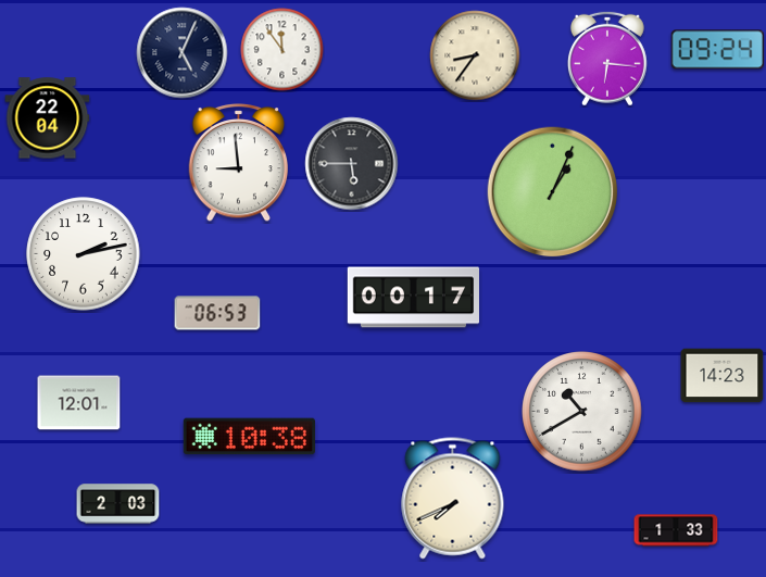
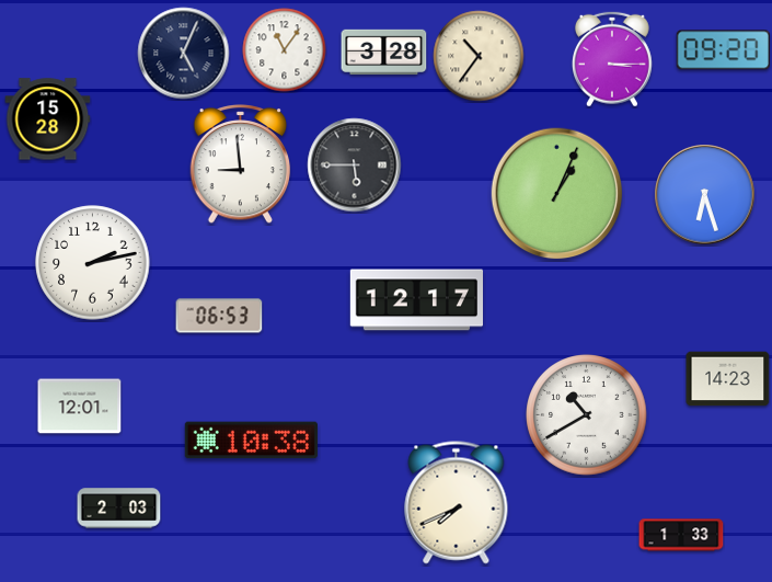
clock at (282, 50): 11:54 -> 11:06
clock at (717, 50): 09:24 -> 09:20
clock at (384, 52): none -> 3:28
clock at (475, 55): 8:36 -> 10:36
clock at (607, 59): 6:16 -> 3:15
clock at (48, 118): 22:04 -> 15:28
clock at (705, 195): none -> 6:27
clock at (84, 254) position: (84, 254) -> (93, 263)
clock at (413, 298): 00:17 -> 12:17
